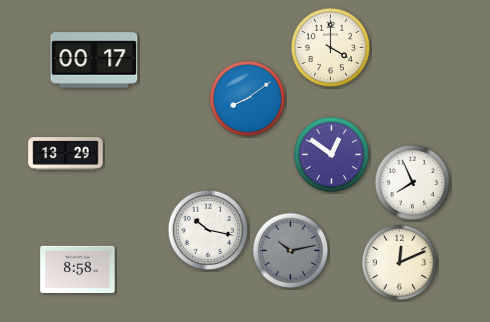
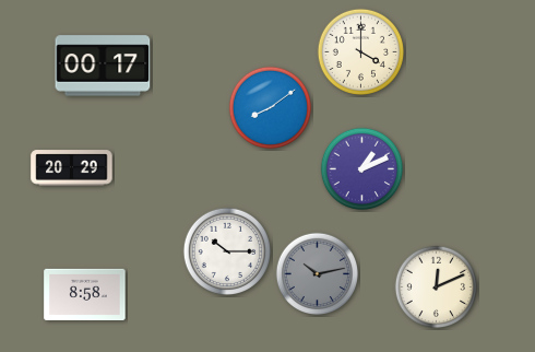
clock at (66, 154): 13:29 -> 20:29
clock at (332, 155): 12:51 -> 1:11
clock at (413, 183): 7:56 -> none
clock at (207, 229): 10:17 -> 10:15
